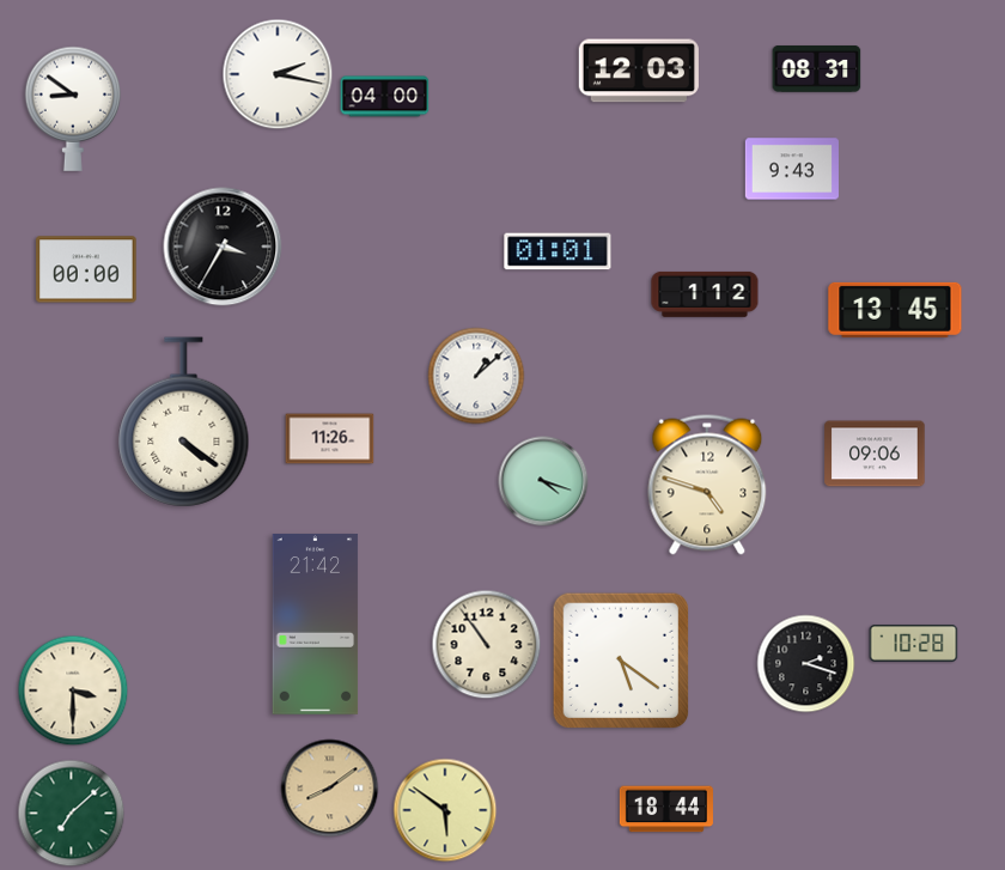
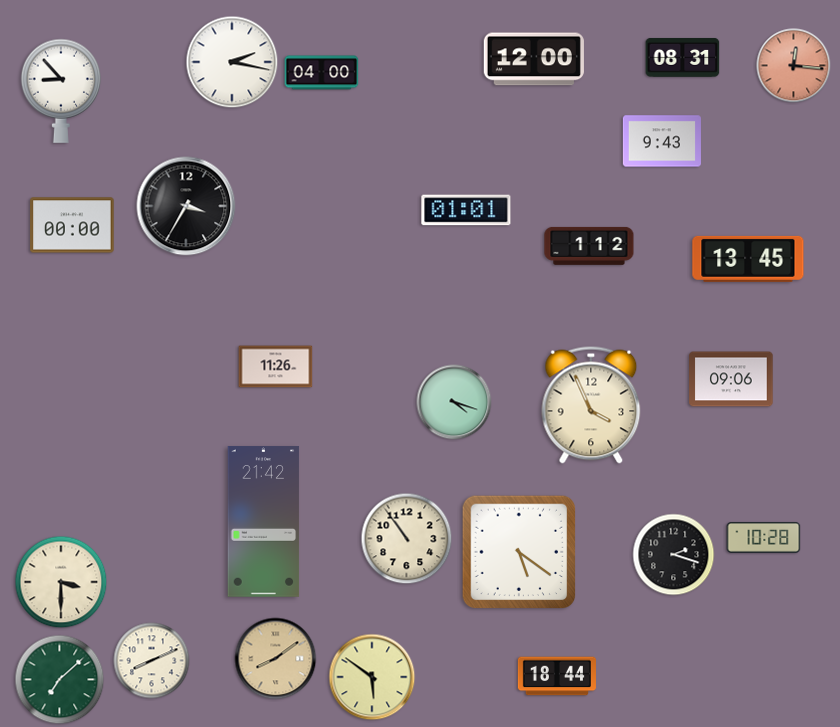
clock at (639, 71): 12:03 -> 12:00
clock at (794, 66): none -> 12:16
clock at (385, 97) position: (385, 97) -> (322, 73)
clock at (72, 109): 8:51 -> 8:53
clock at (476, 376): 1:08 -> none
clock at (184, 422): 4:21 -> none
clock at (707, 485): 4:48 -> 3:56
clock at (73, 690) position: (73, 690) -> (61, 582)
clock at (152, 661): none -> 8:11
